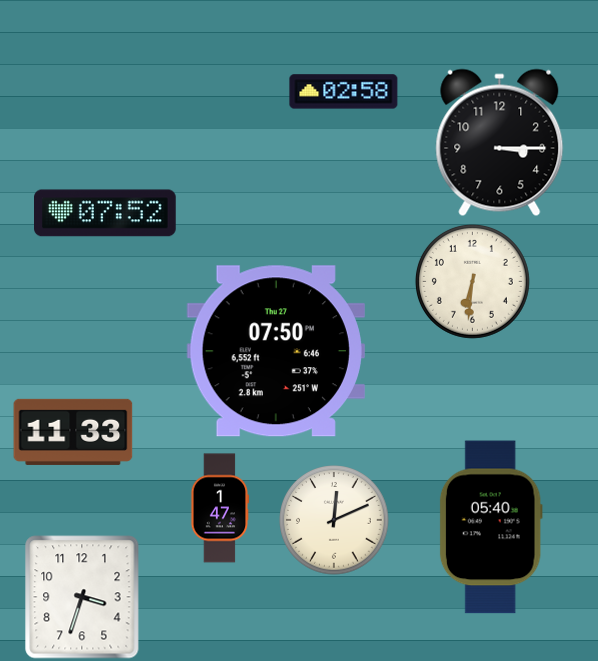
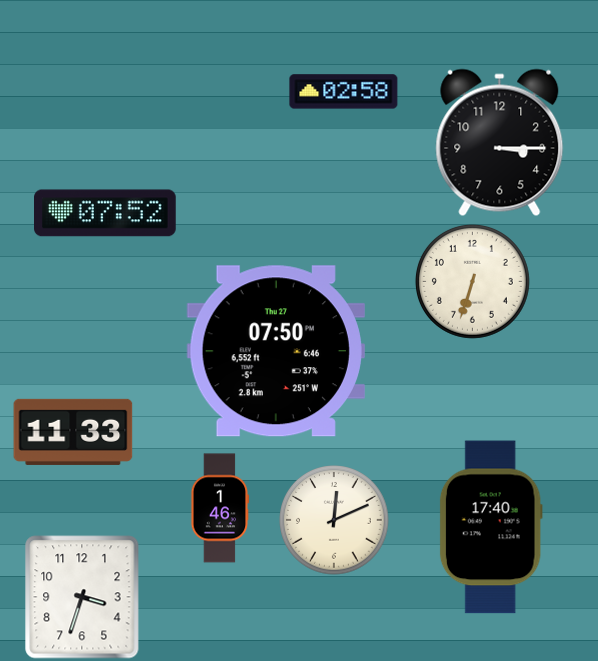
clock at (472, 281): 6:31 -> 6:33
clock at (220, 508): 1:47 -> 1:46
clock at (491, 527): 05:40 -> 17:40
